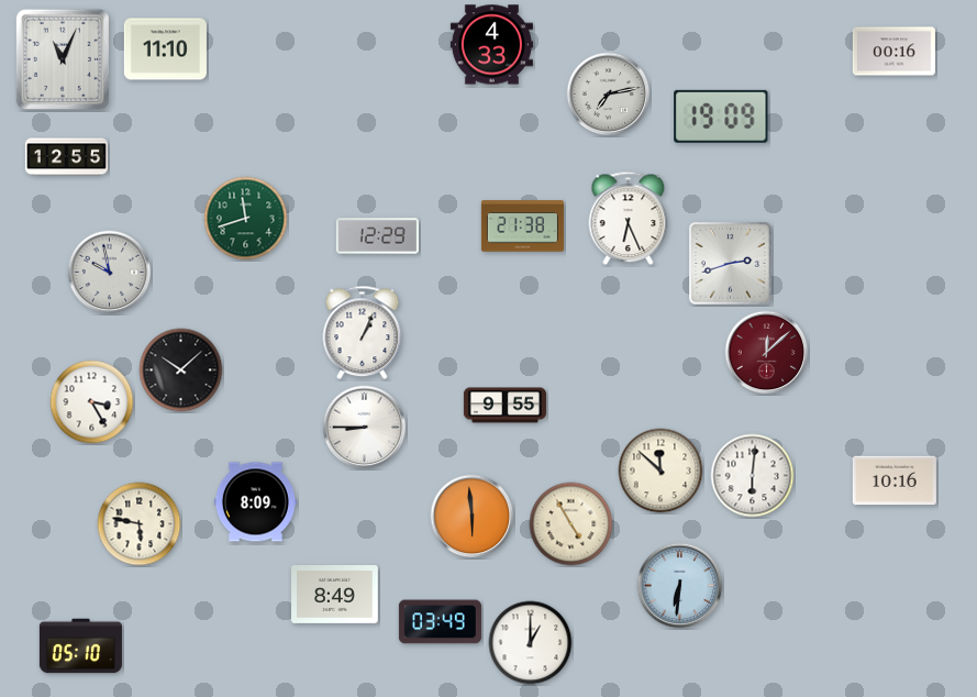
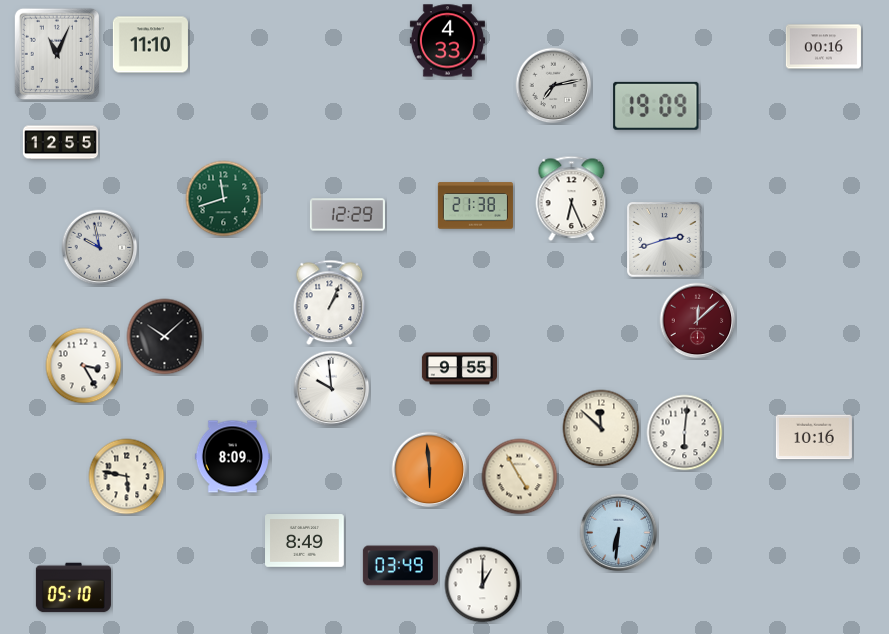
clock at (893, 52) position: (893, 52) -> (823, 47)
clock at (377, 236) position: (377, 236) -> (347, 215)
clock at (365, 428): 8:45 -> 9:59
